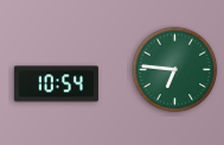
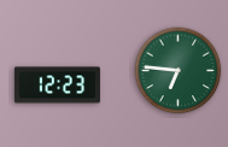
clock at (56, 84): 10:54 -> 12:23
